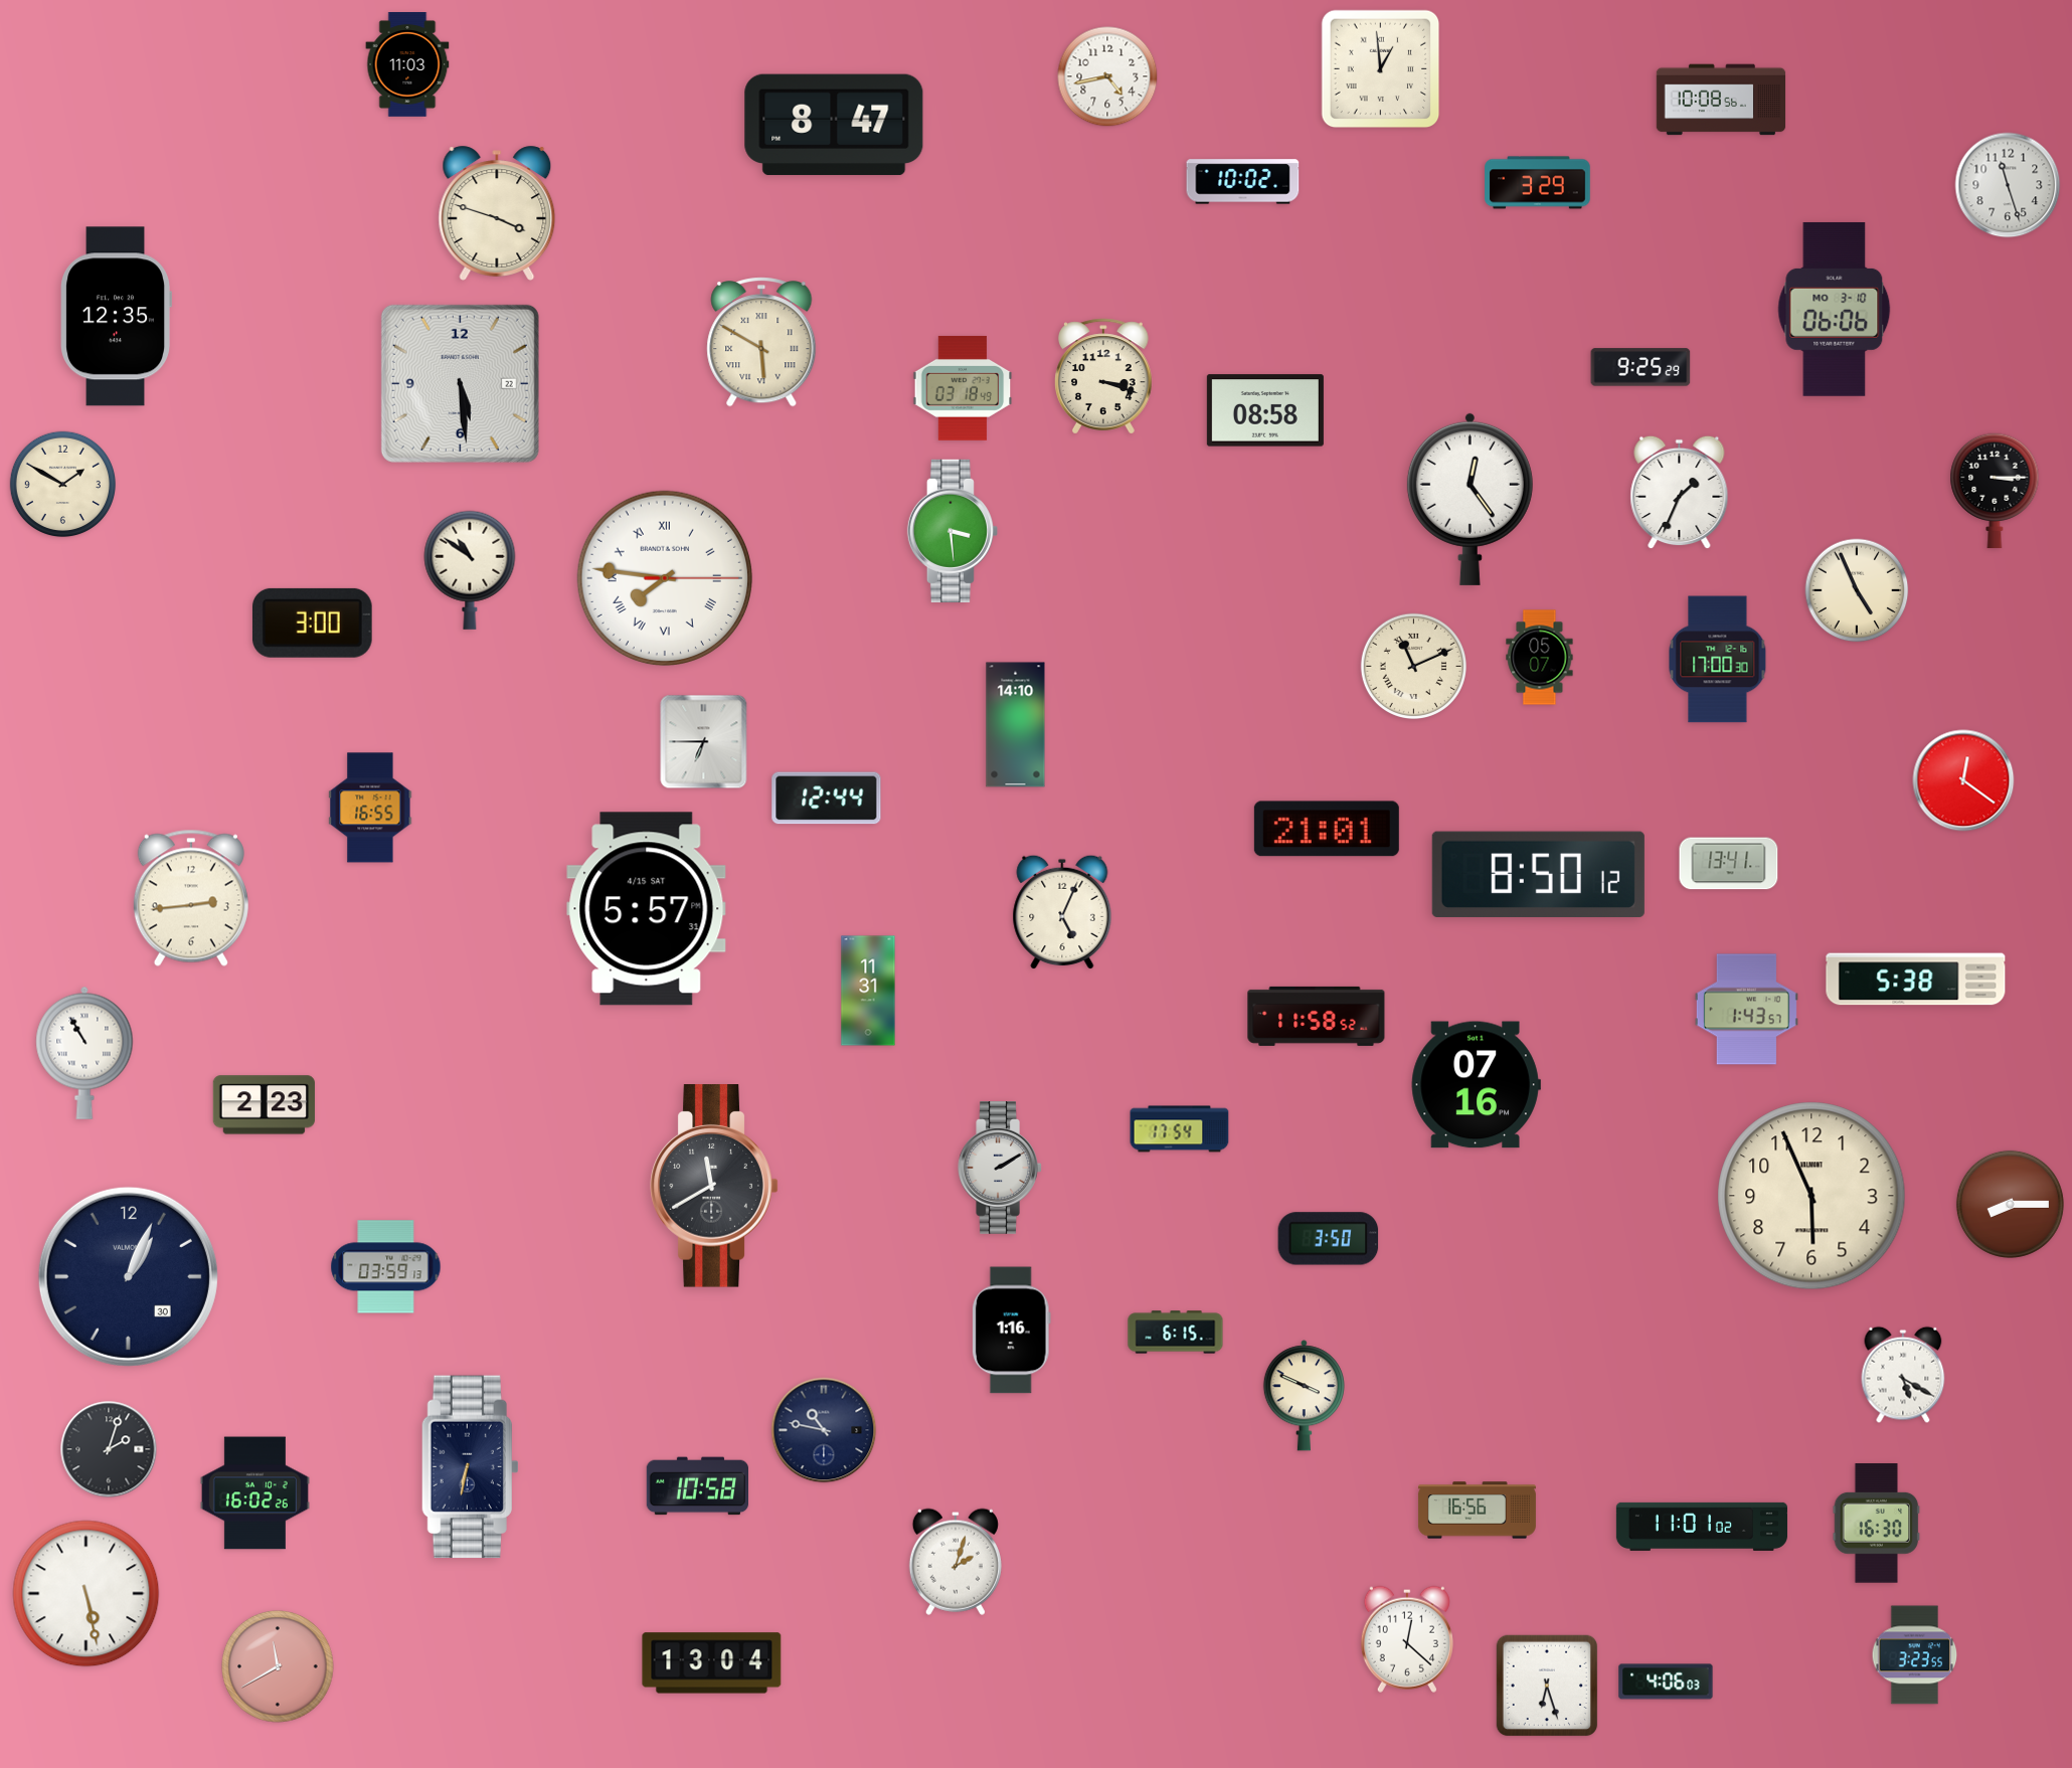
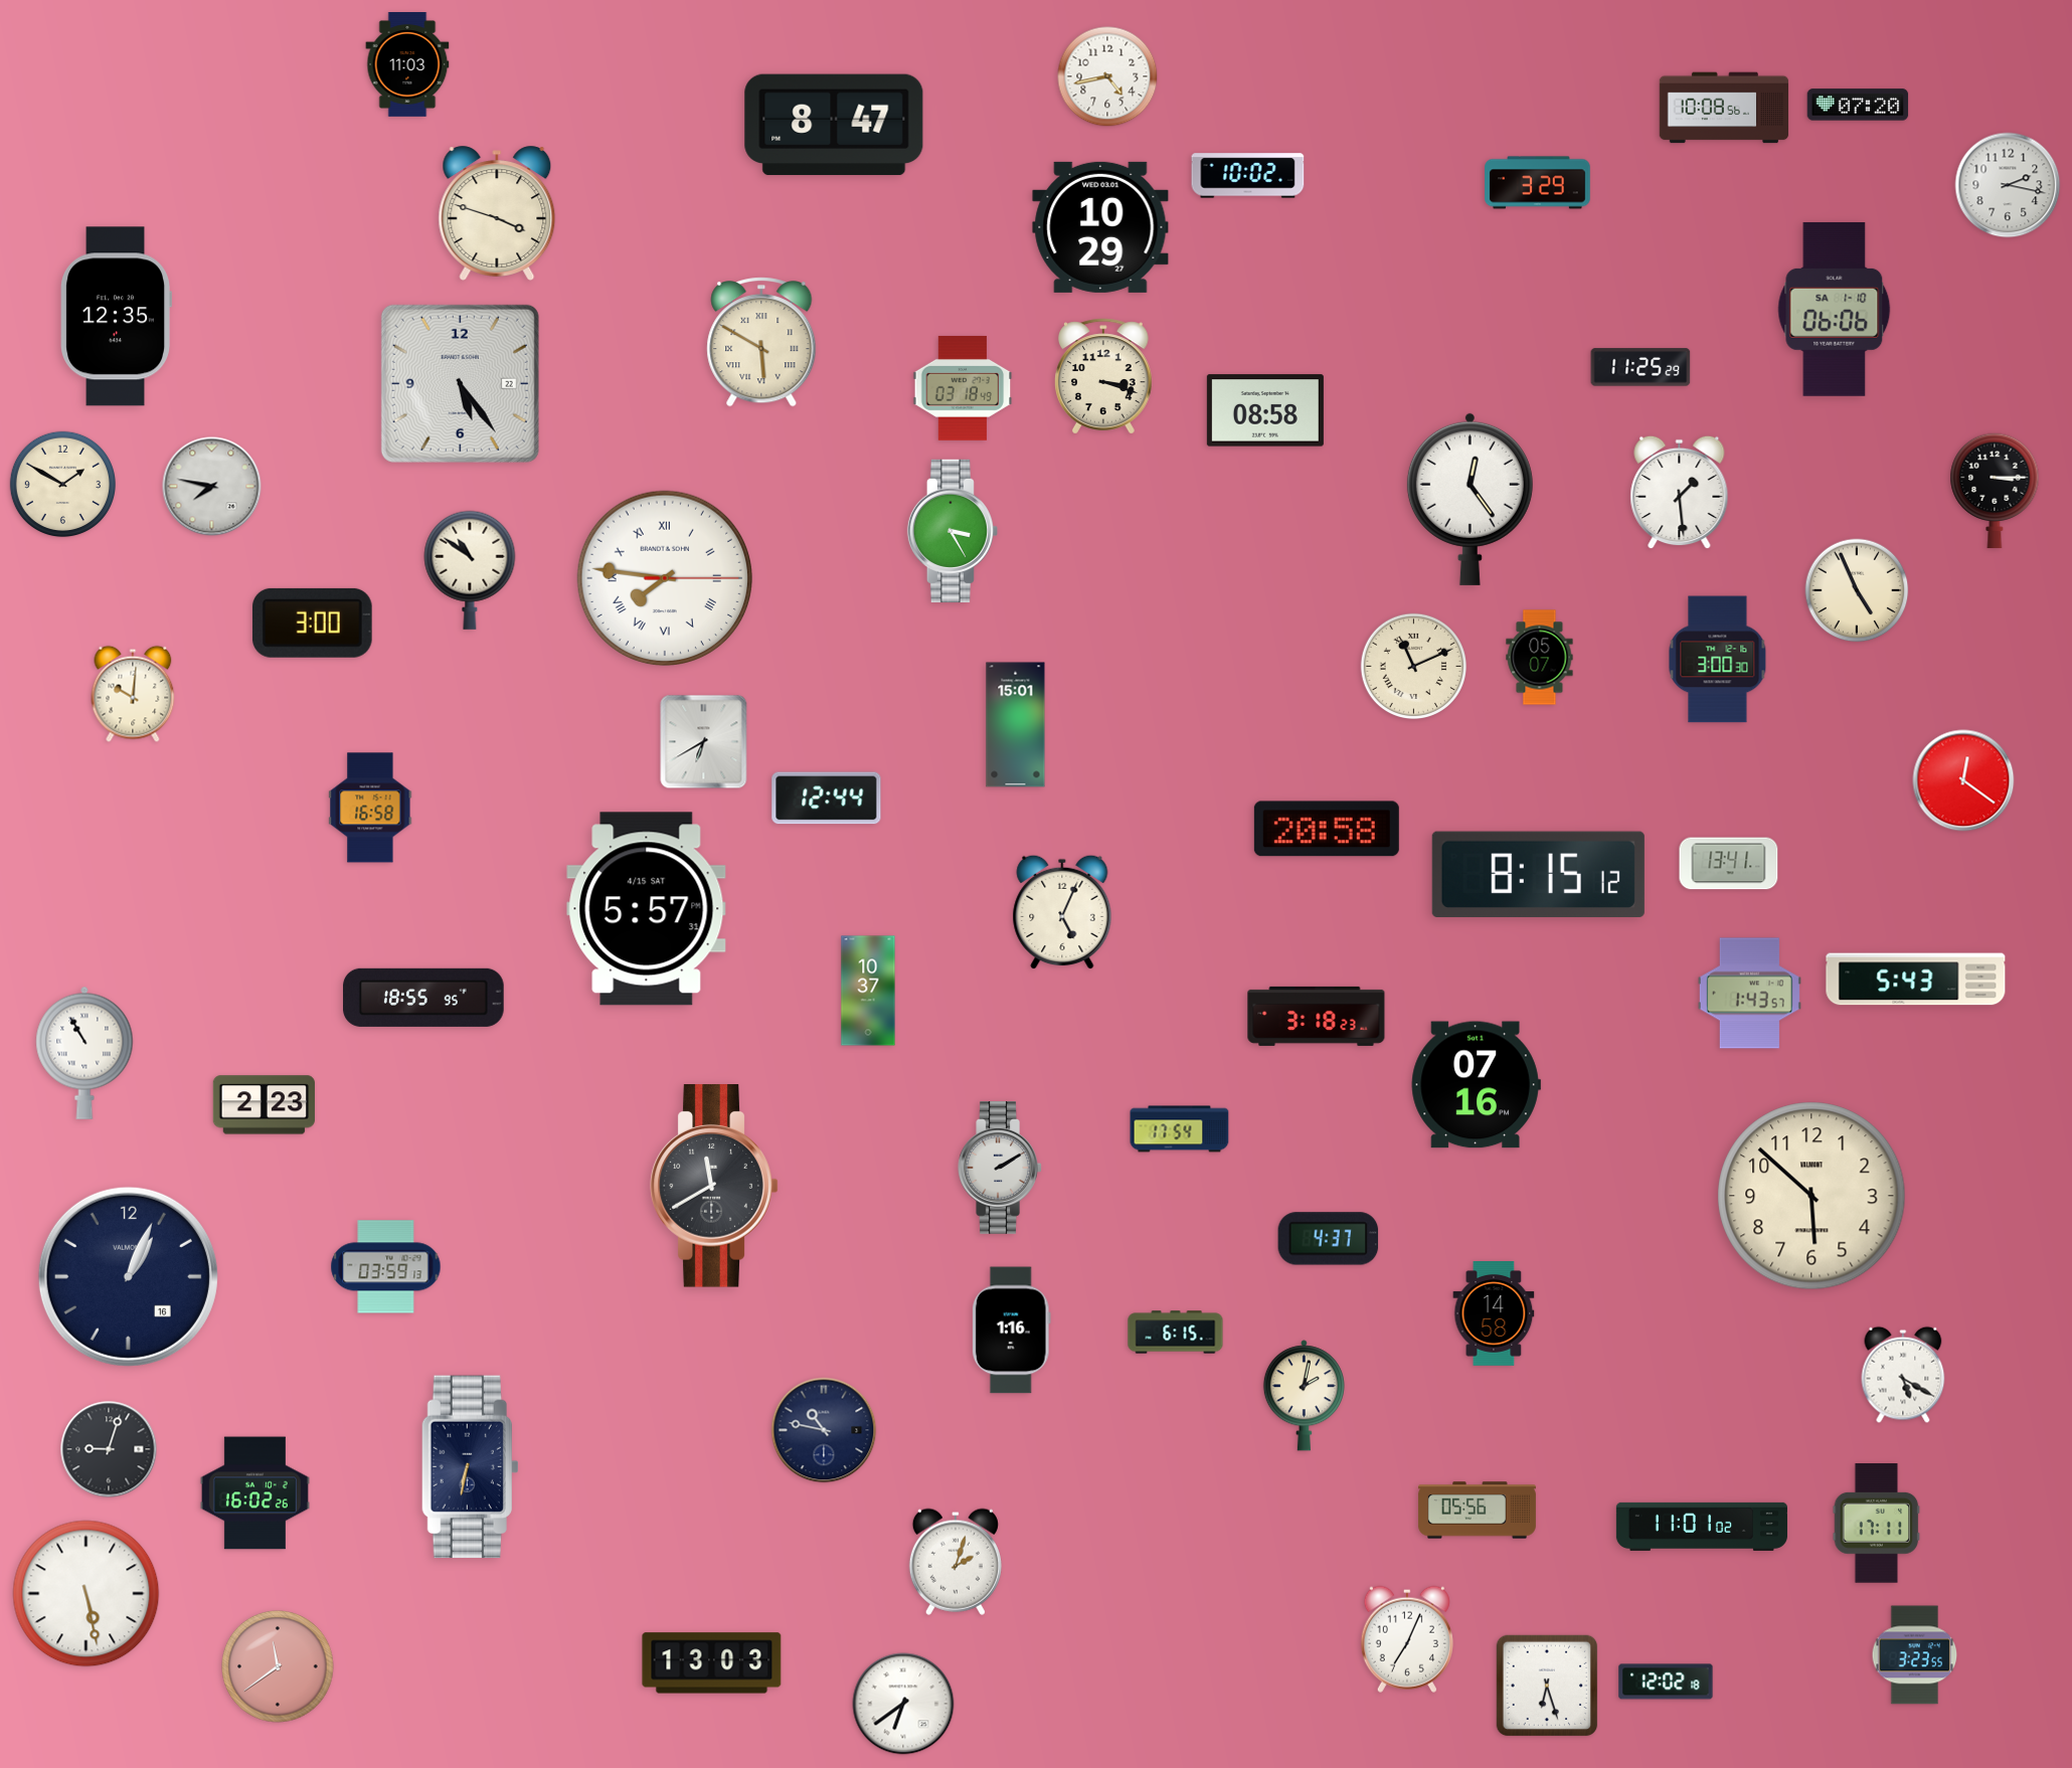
clock at (1381, 69): 12:59 -> none
clock at (1721, 100) position: (1721, 100) -> (1724, 108)
clock at (1858, 105): none -> 07:20
clock at (1243, 182) position: (1243, 182) -> (1248, 176)
clock at (2008, 185): 11:27 -> 2:17
clock at (1100, 227): none -> 10:29
clock at (1835, 309) date: MO 3-10 -> SA 1-10
clock at (1641, 367): 9:25 -> 11:25
clock at (460, 383): 5:29 -> 5:24
clock at (212, 487): none -> 7:47
clock at (1680, 493): 1:34 -> 1:29
clock at (952, 531): 3:29 -> 3:25
clock at (1718, 660): 17:00 -> 3:00
clock at (133, 694): none -> 10:01
clock at (1016, 725): 14:10 -> 15:01
clock at (704, 742): 6:45 -> 6:40
clock at (370, 808): 16:55 -> 16:58
clock at (1327, 829): 21:01 -> 20:58
clock at (1538, 874): 8:50 -> 8:15
clock at (191, 898): 2:44 -> none
clock at (1916, 980): 5:38 -> 5:43
clock at (868, 991): 11:31 -> 10:37
clock at (423, 998): none -> 18:55
clock at (1746, 1010) position: (1746, 1010) -> (1749, 994)
clock at (1317, 1016): 11:58 -> 3:18
clock at (1811, 1196): 5:56 -> 5:52
clock at (2010, 1204): 8:15 -> none
clock at (1329, 1239): 3:50 -> 4:37
clock at (128, 1276) date: 30 -> 16
clock at (1494, 1314): none -> 14:58
clock at (1304, 1396): 3:49 -> 2:02
clock at (109, 1449): 2:03 -> 9:03
clock at (697, 1486): 10:58 -> none
clock at (1477, 1511): 16:56 -> 05:56
clock at (1877, 1524): 16:30 -> 17:11
clock at (1407, 1639): 12:22 -> 7:04
clock at (712, 1663): 13:04 -> 13:03
clock at (278, 1666): 11:40 -> 11:39
clock at (1666, 1682): 4:06 -> 12:02
clock at (903, 1704): none -> 6:39
